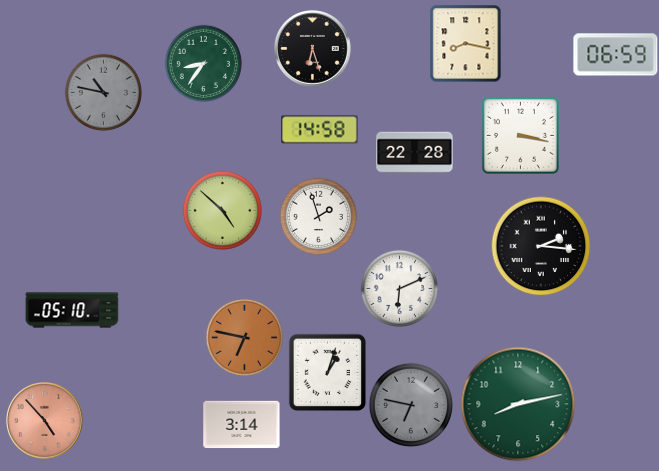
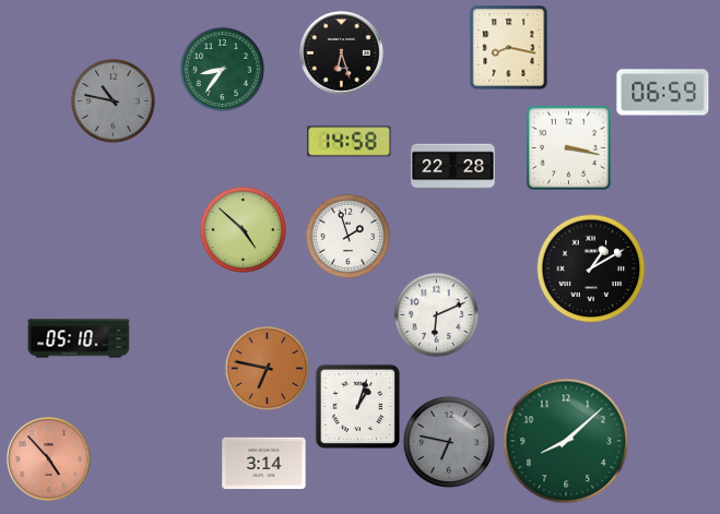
clock at (616, 55) position: (616, 55) -> (663, 93)
clock at (541, 246): 2:16 -> 1:10
clock at (518, 404): 8:13 -> 8:08
